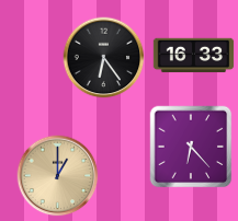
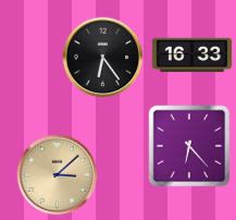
clock at (58, 176): 1:00 -> 3:08
